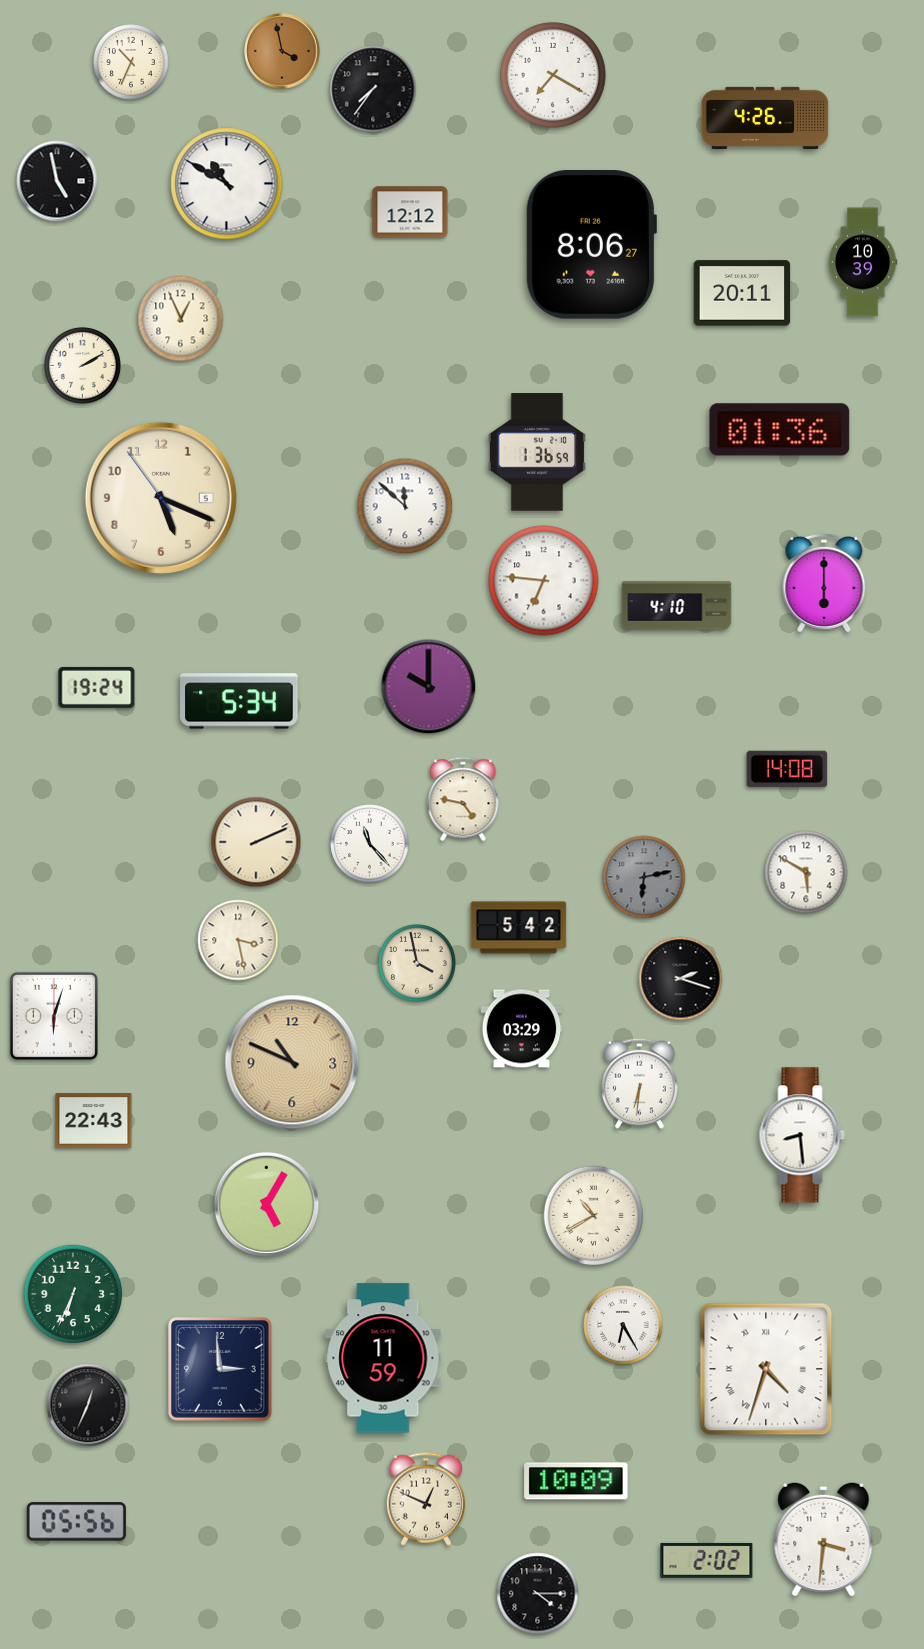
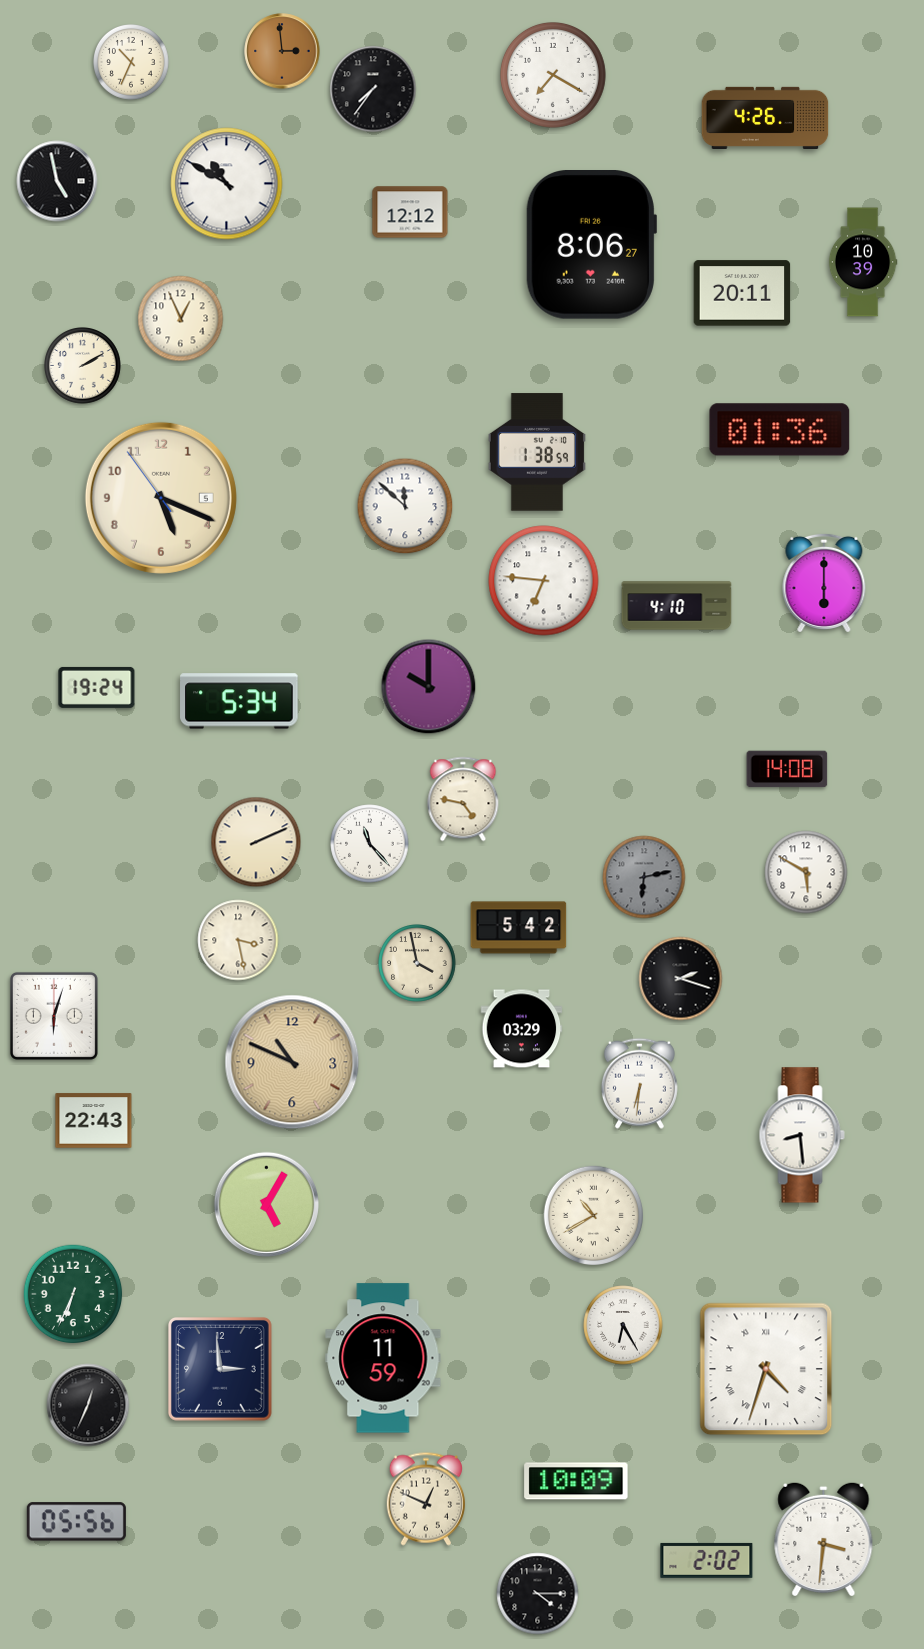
clock at (282, 51): 3:58 -> 2:59
clock at (537, 452): 1:36 -> 1:38
